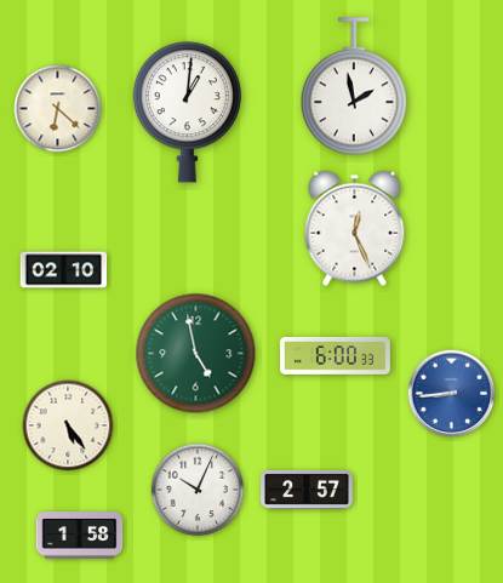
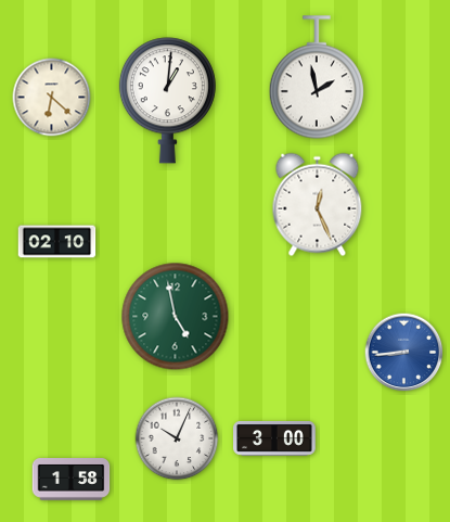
clock at (335, 355): 6:00 -> none
clock at (68, 425): 5:24 -> none
clock at (307, 490): 2:57 -> 3:00
